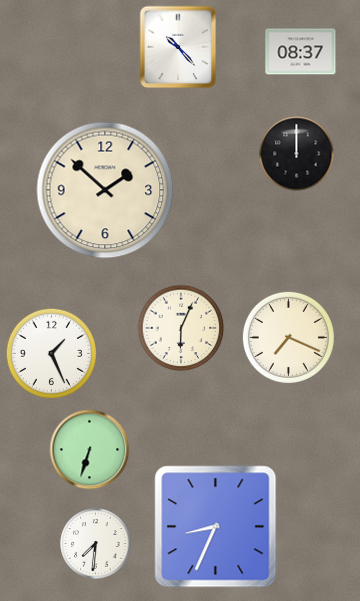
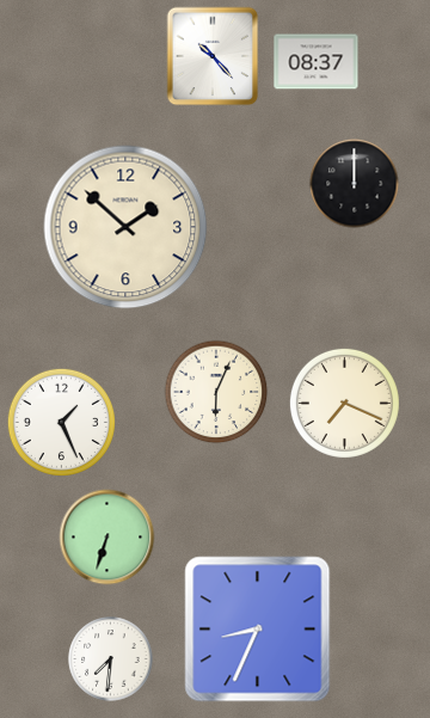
clock at (301, 52) position: (301, 52) -> (317, 62)
clock at (96, 544) position: (96, 544) -> (111, 659)
